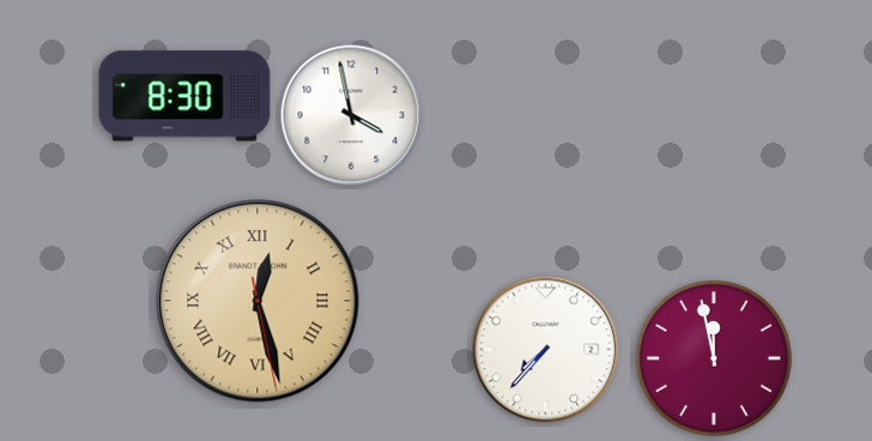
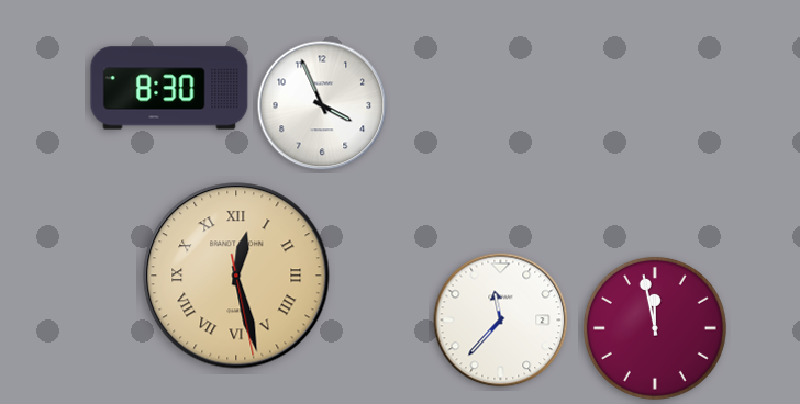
clock at (351, 115): 3:58 -> 3:56
clock at (546, 350): 7:37 -> 11:37
